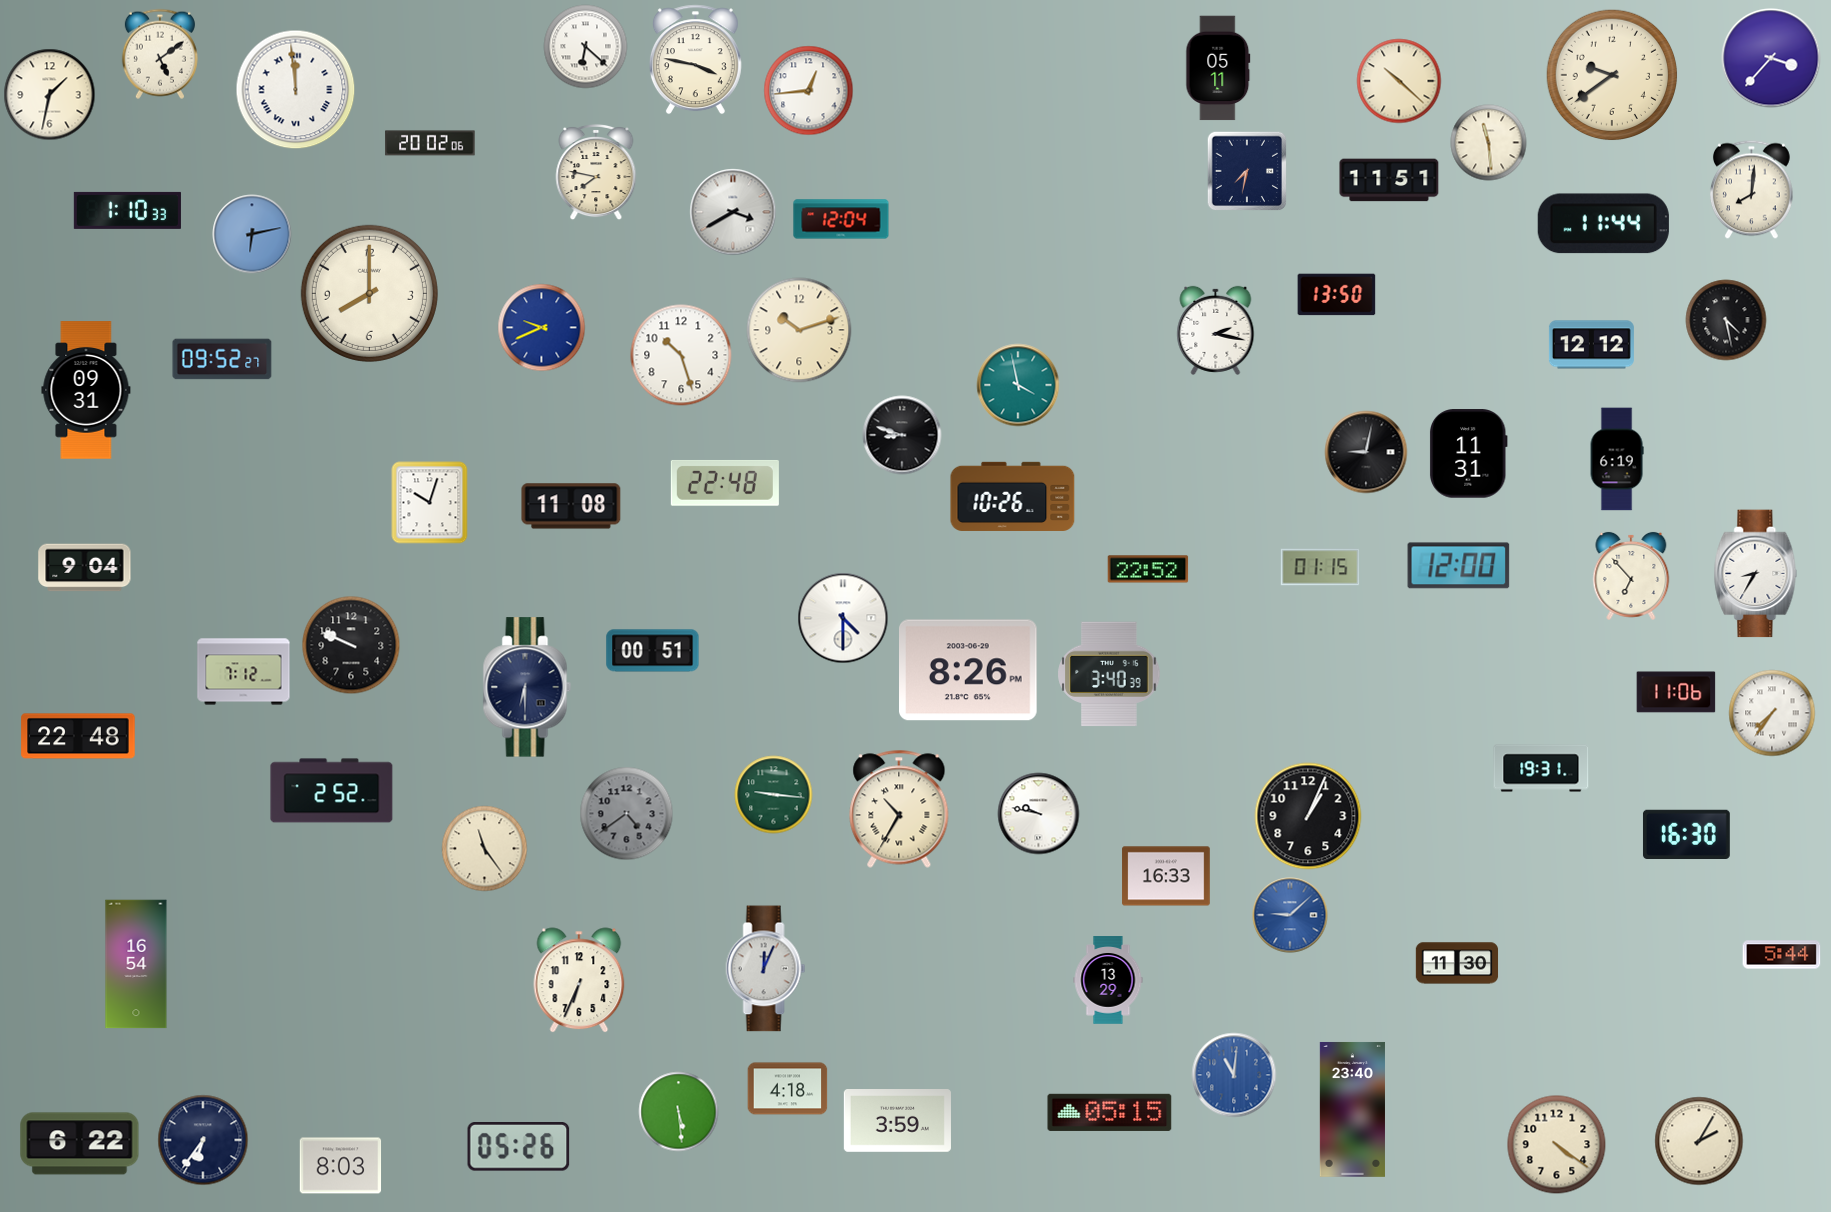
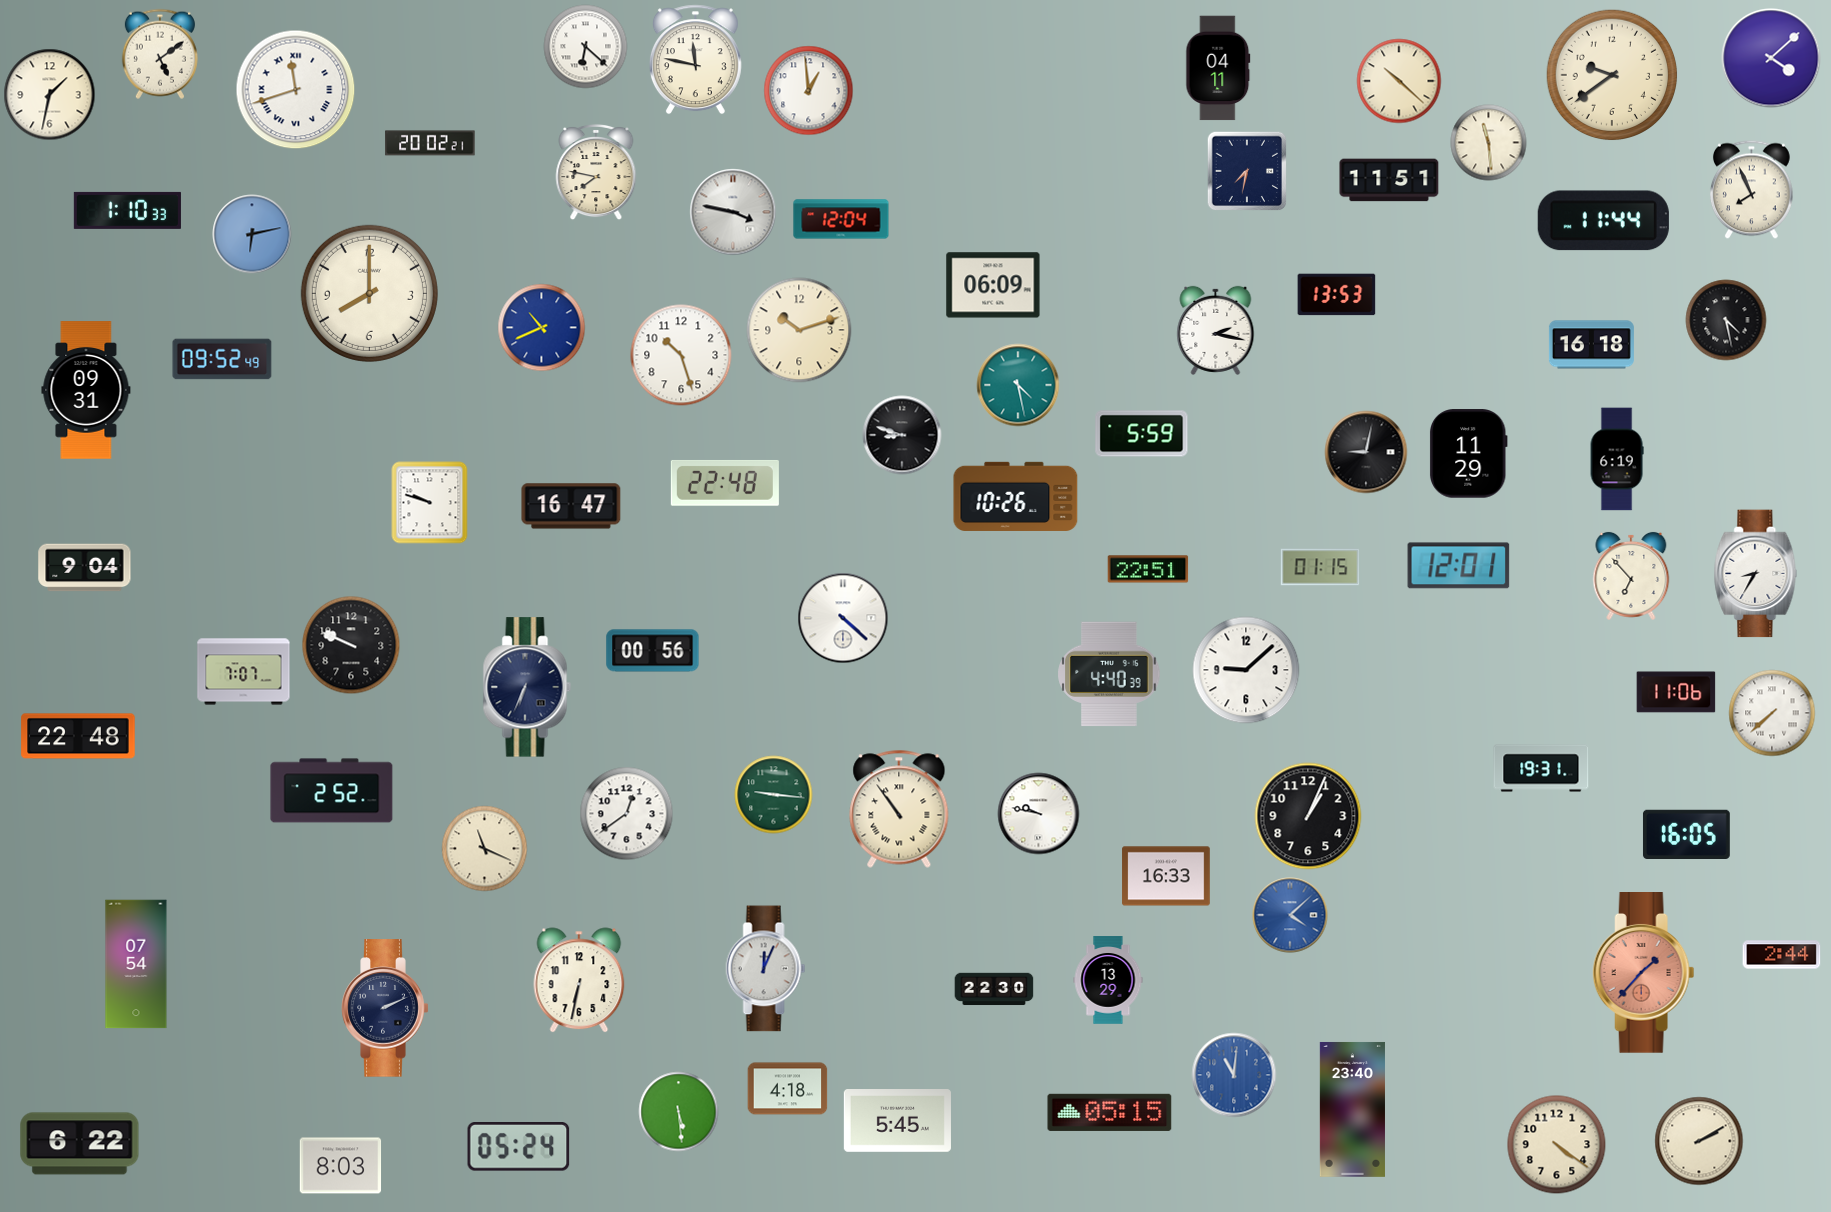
clock at (1771, 58): 3:37 -> 4:08
clock at (695, 60): 3:47 -> 11:47
clock at (1218, 68): 05:11 -> 04:11
clock at (296, 90): 11:59 -> 11:42
clock at (809, 91): 12:44 -> 12:59
clock at (430, 143): 20:02:06 -> 20:02:21
clock at (1752, 190): 8:01 -> 7:56
clock at (733, 212): 3:40 -> 3:47
clock at (1603, 224) position: (1603, 224) -> (1603, 221)
clock at (993, 285): none -> 06:09
clock at (1337, 295): 13:50 -> 13:53
clock at (542, 328): 9:41 -> 10:41
clock at (1591, 345): 12:12 -> 16:18
clock at (222, 359): 09:52:27 -> 09:52:49
clock at (1018, 385): 3:58 -> 4:28
clock at (1142, 434): none -> 5:59
clock at (1468, 454): 11:31 -> 11:29
clock at (1013, 496) position: (1013, 496) -> (1016, 496)
clock at (430, 503): 10:03 -> 9:48
clock at (571, 506): 11:08 -> 16:47
clock at (1459, 566): 12:00 -> 12:01
clock at (1148, 569): 22:52 -> 22:51
clock at (843, 618): 4:30 -> 4:22
clock at (653, 651): 00:51 -> 00:56
clock at (969, 670): 8:26 -> none
clock at (1246, 670): none -> 9:08
clock at (244, 672): 7:12 -> 7:07
clock at (1109, 674): 3:40 -> 4:40
clock at (527, 687): 6:30 -> 6:34
clock at (1772, 713): 7:36 -> 7:38
clock at (899, 809): 10:35 -> 10:54
clock at (627, 814): 4:39 -> 12:39
clock at (627, 814) dial: grey -> white
clock at (1686, 834): 16:30 -> 16:05
clock at (485, 849): 11:24 -> 11:19
clock at (1290, 915): 9:08 -> 4:08
clock at (1782, 955): 5:44 -> 2:44
clock at (1457, 963): 11:30 -> none
clock at (136, 964): 16:54 -> 07:54
clock at (1644, 973): none -> 1:37
clock at (579, 980): 6:34 -> 6:32
clock at (994, 989): none -> 22:30
clock at (385, 1008): none -> 2:11
clock at (897, 1121): 3:59 -> 5:45
clock at (203, 1140): 6:36 -> none
clock at (1699, 1141): 2:05 -> 2:10
clock at (519, 1147): 05:26 -> 05:24
